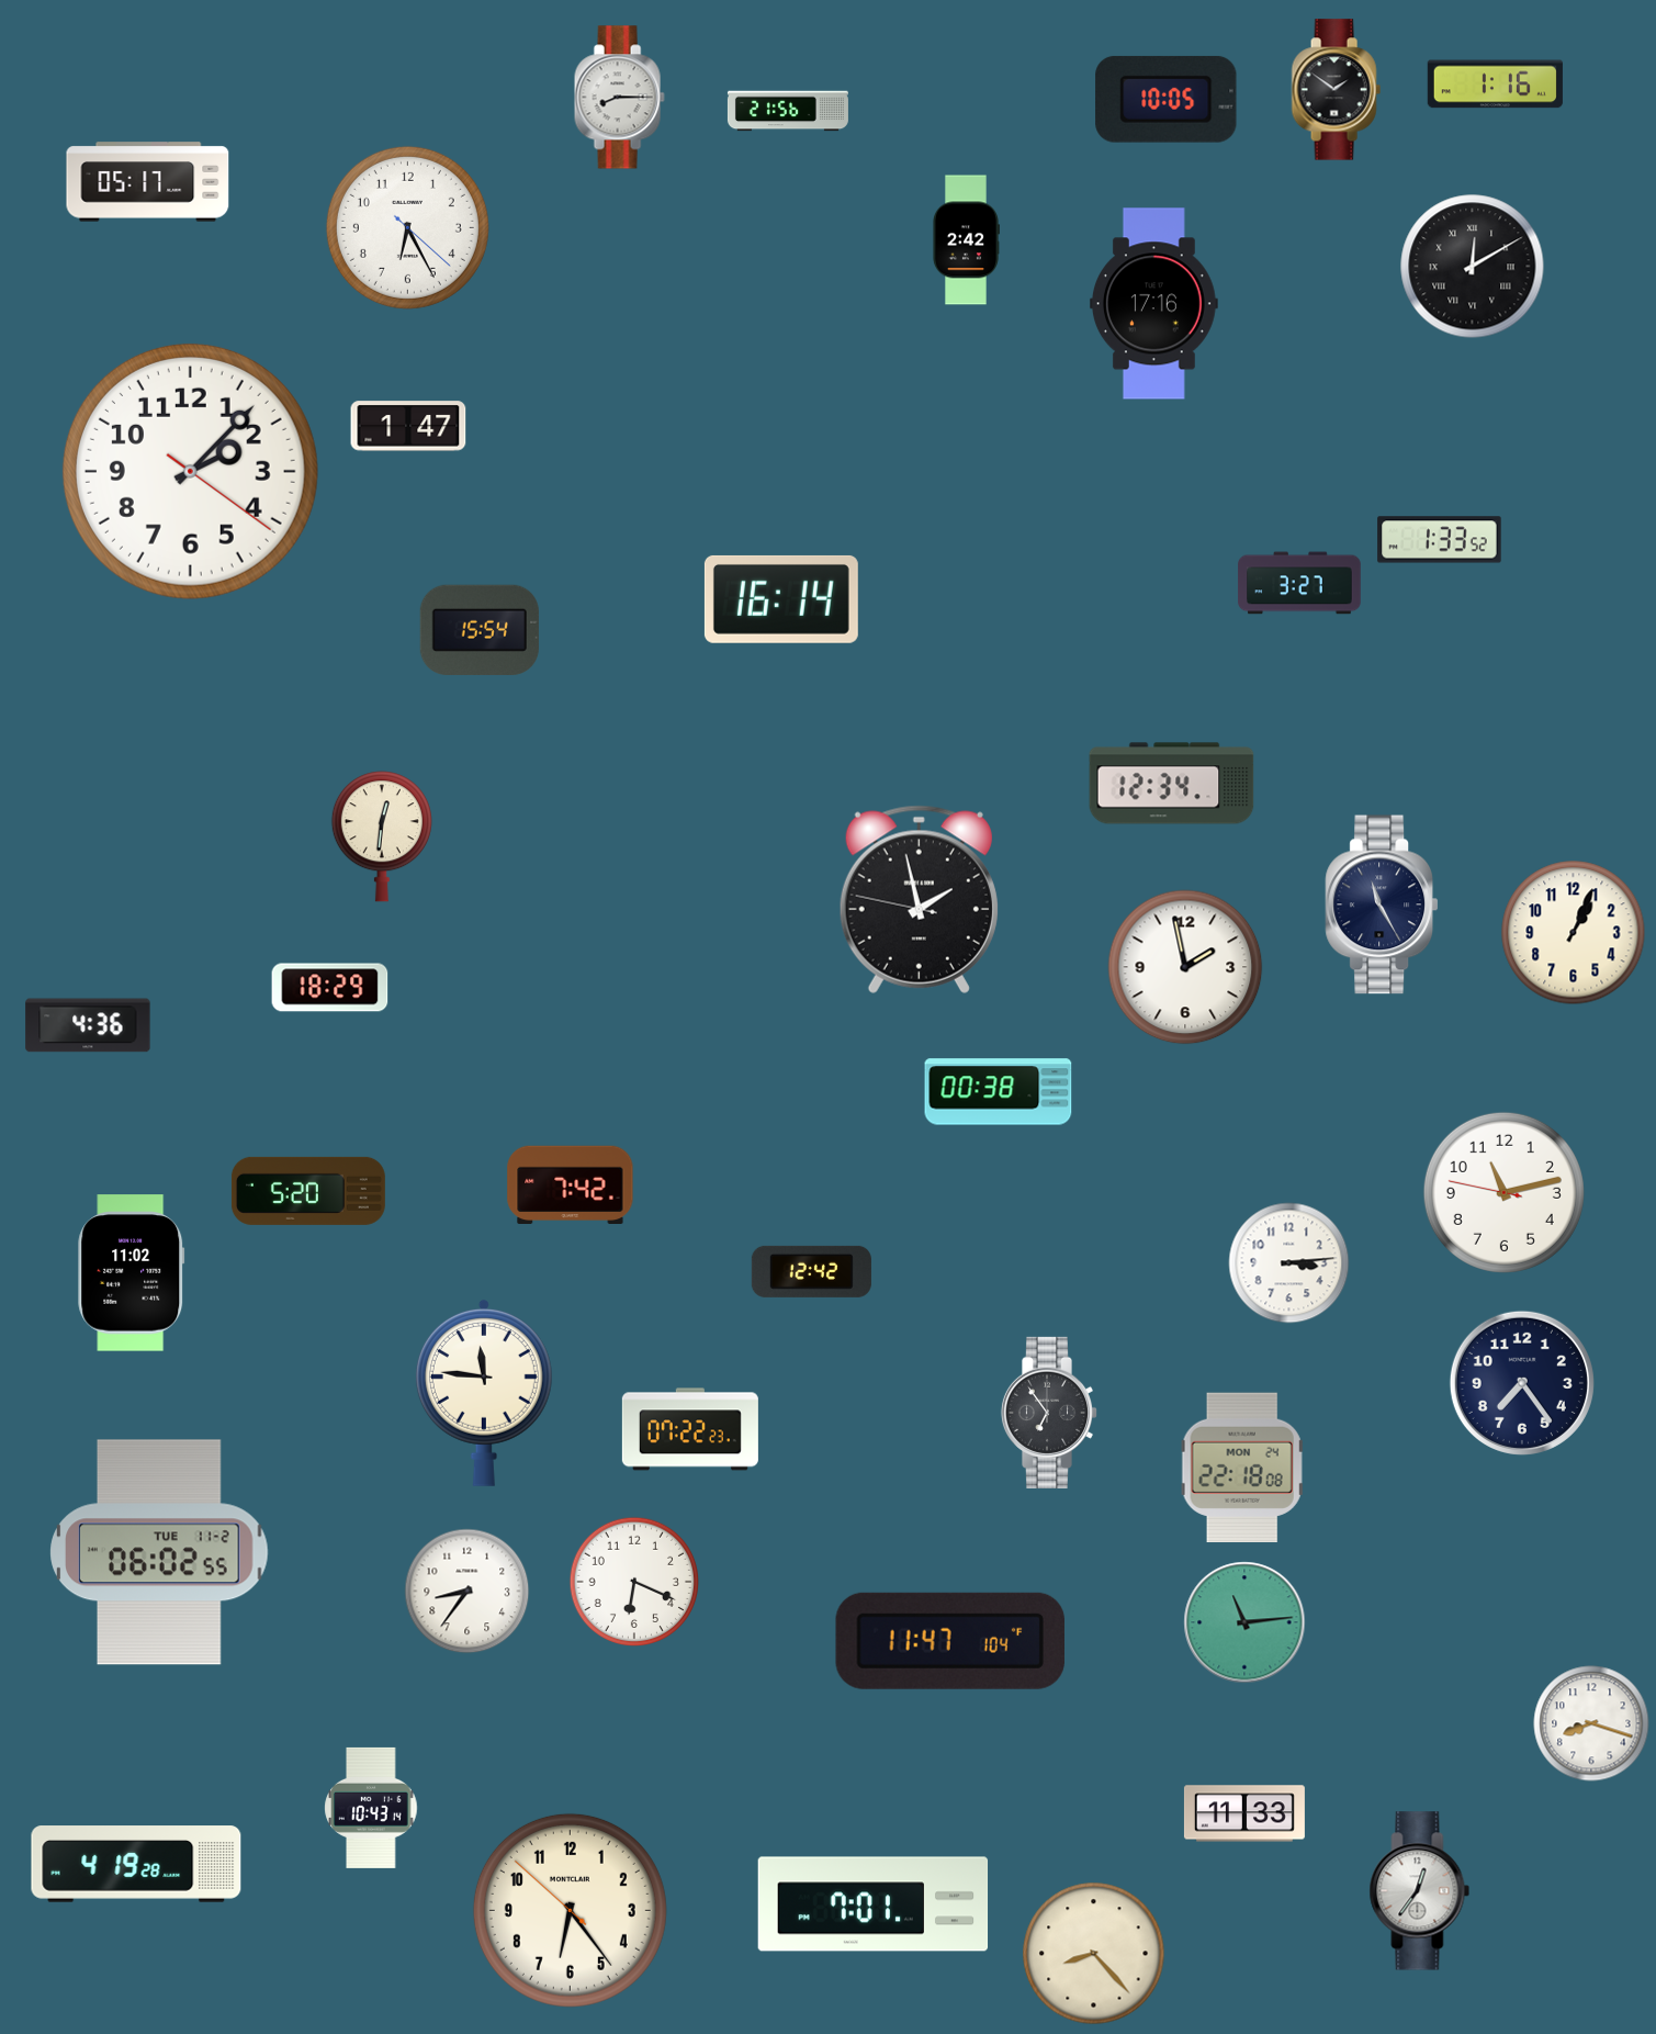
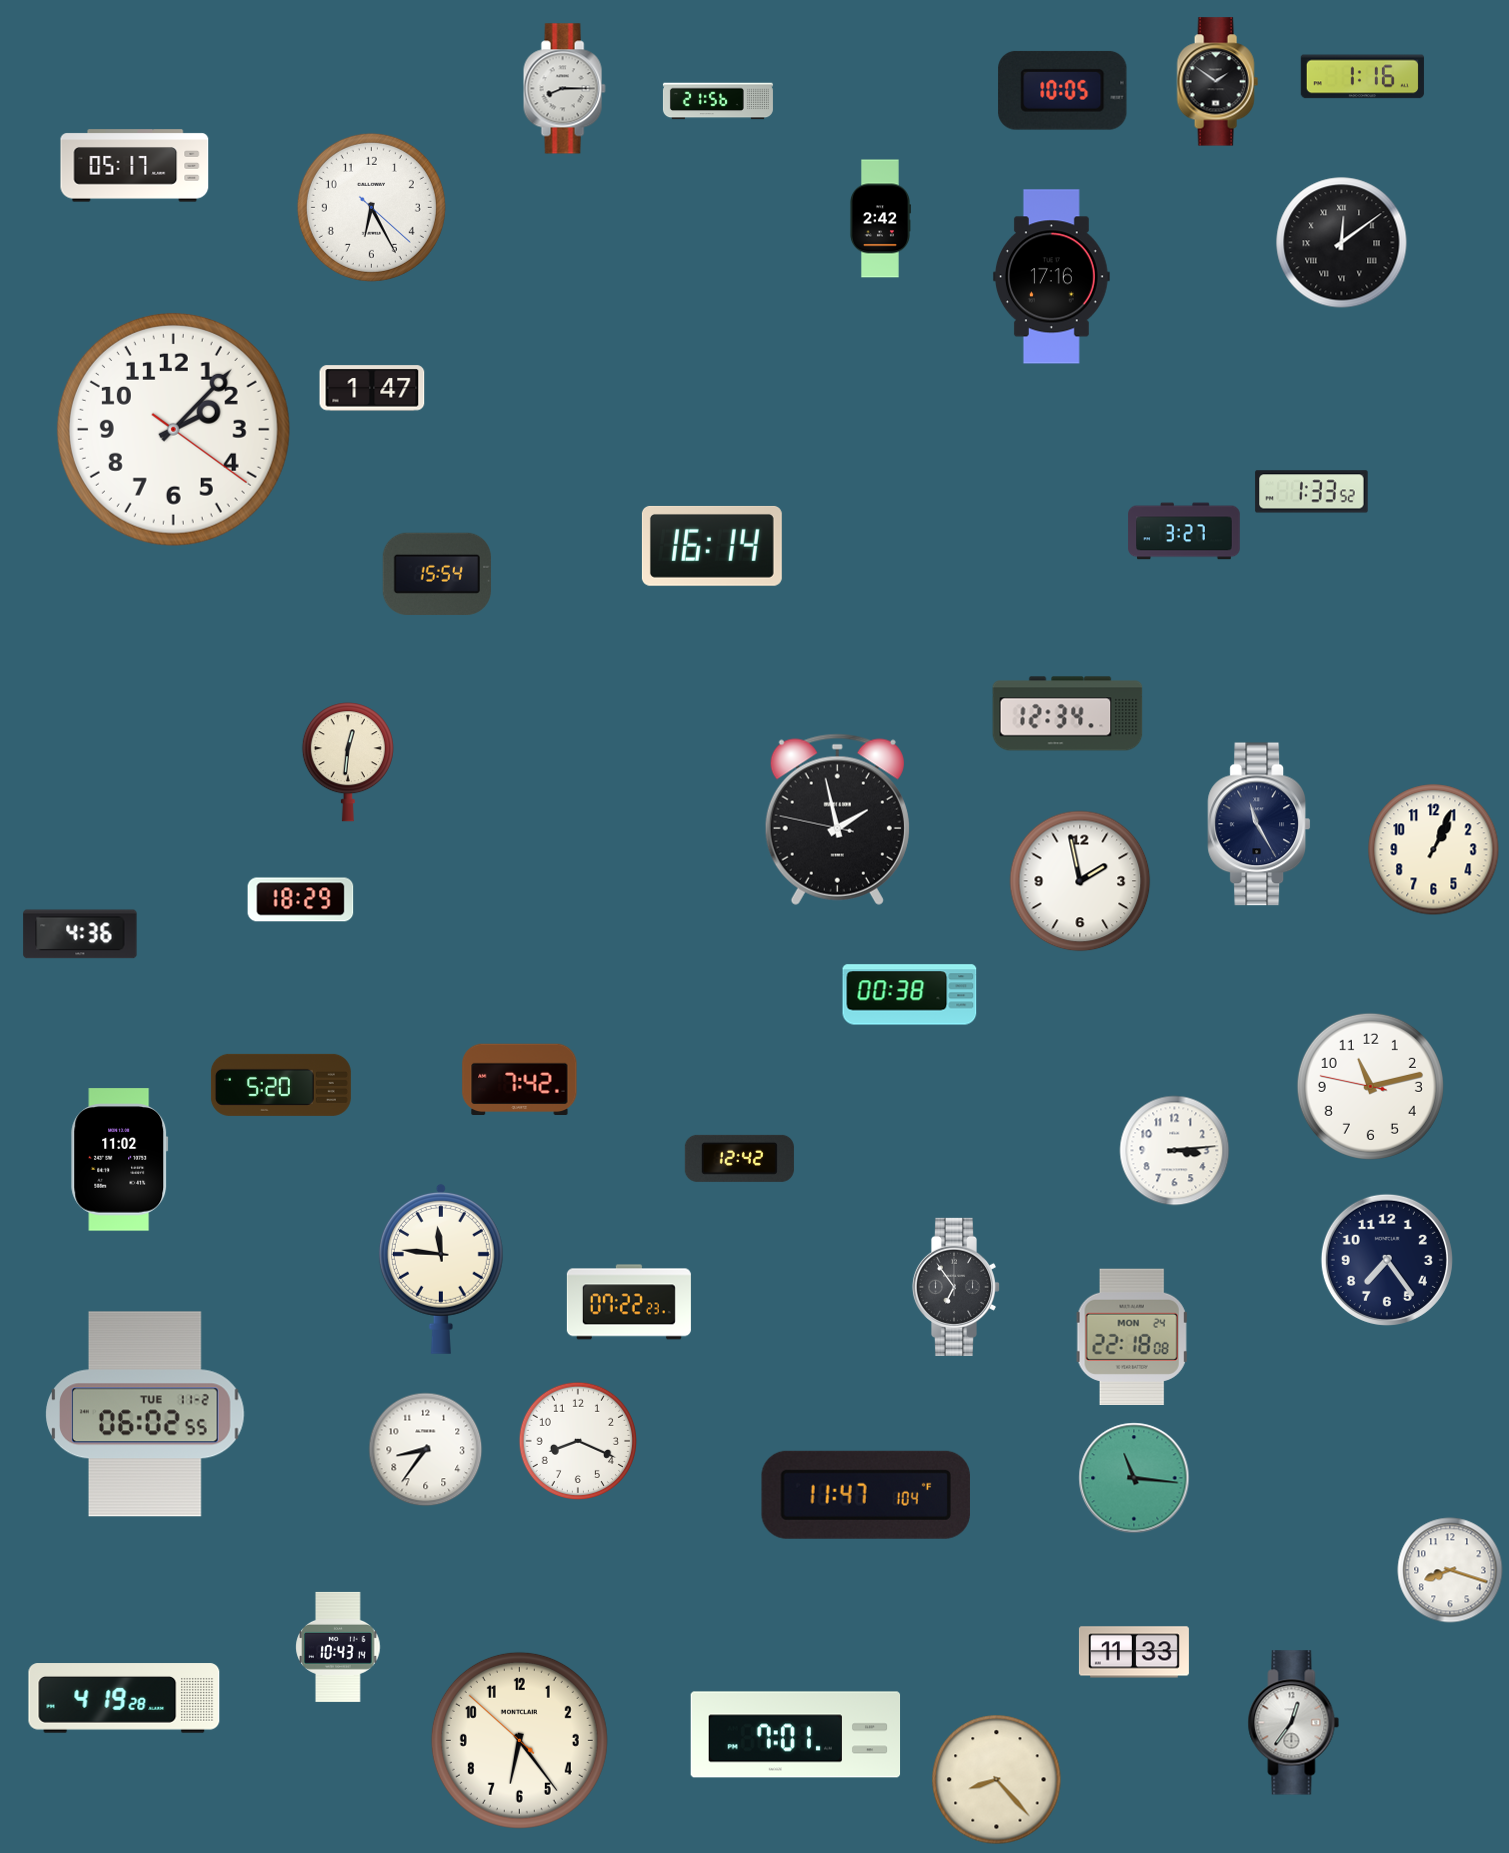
clock at (1473, 267): 12:10 -> 12:09
clock at (633, 1581): 6:19 -> 8:19
clock at (1244, 1622): 11:14 -> 11:16
